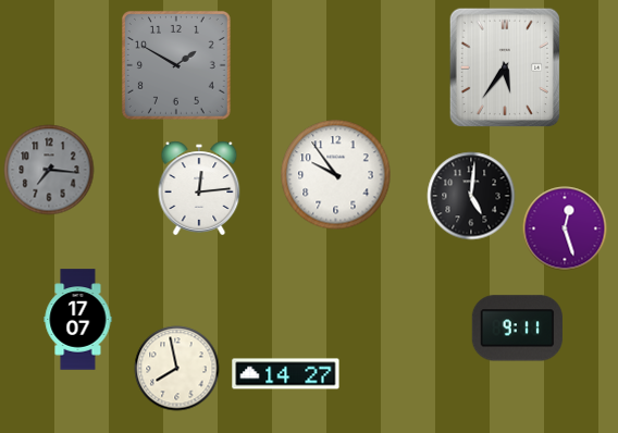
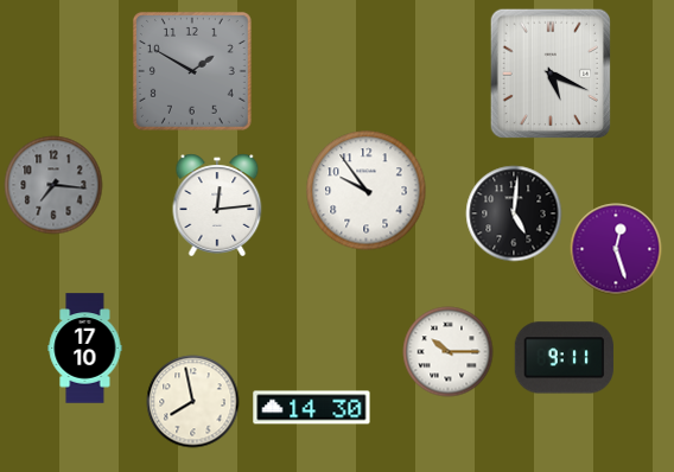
clock at (505, 67): 5:36 -> 5:19
clock at (78, 320): 17:07 -> 17:10
clock at (449, 352): none -> 10:15
clock at (286, 374): 14:27 -> 14:30
